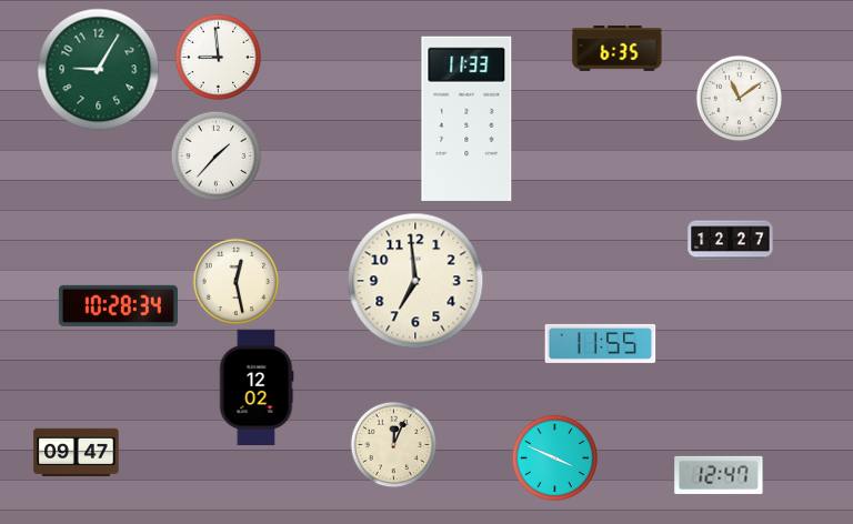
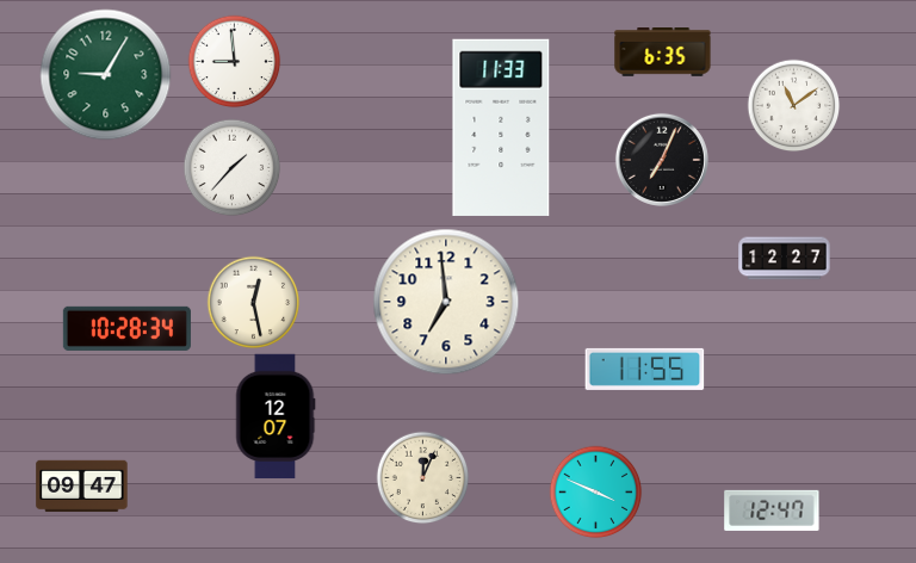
clock at (662, 160): none -> 7:04
clock at (257, 387): 12:02 -> 12:07
